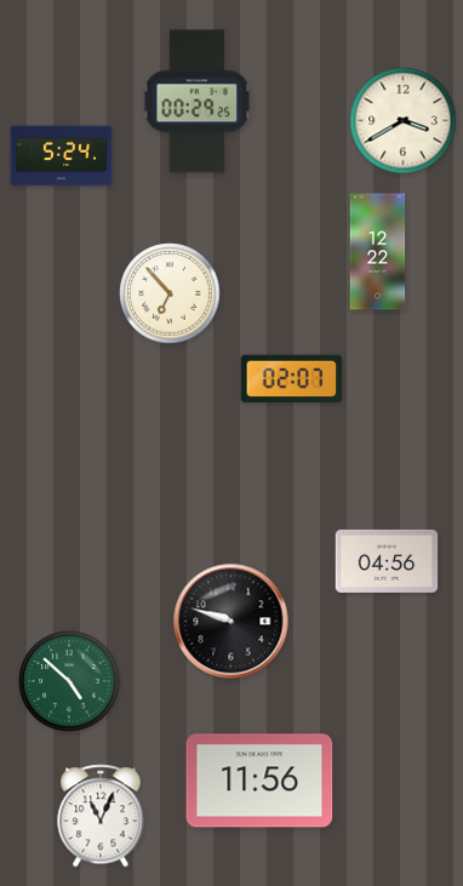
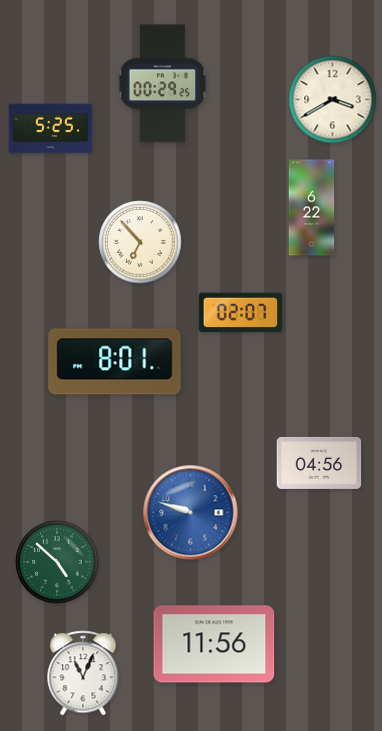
clock at (62, 156): 5:24 -> 5:25
clock at (378, 252): 12:22 -> 6:22
clock at (115, 362): none -> 8:01
clock at (232, 622) dial: black -> blue
